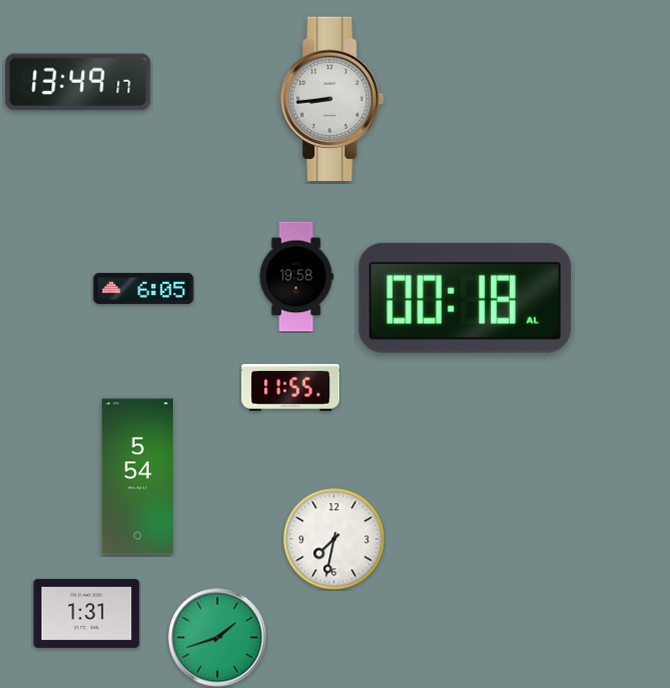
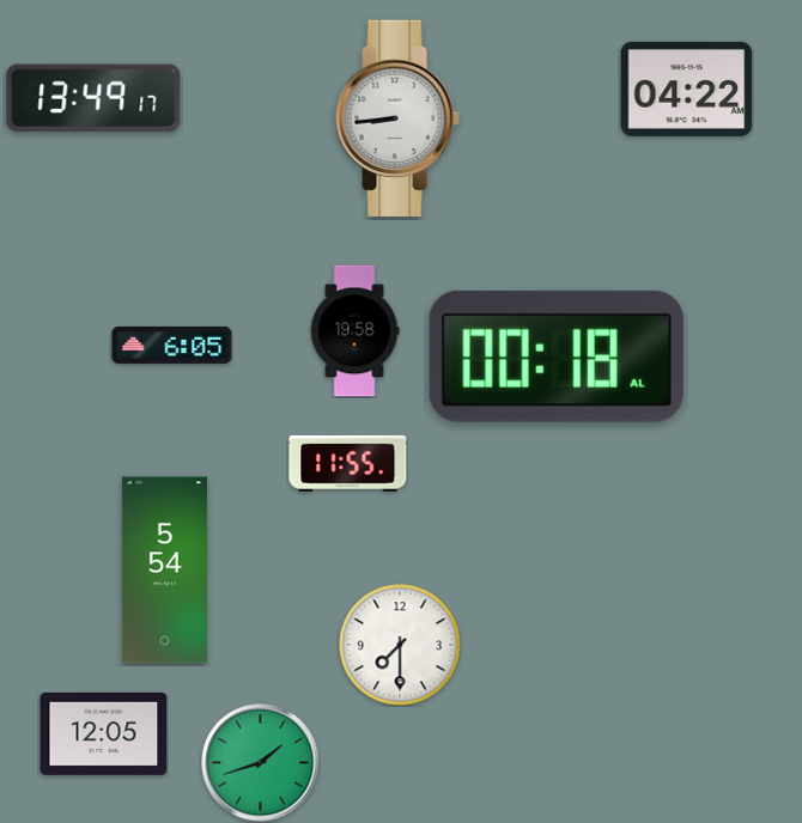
clock at (687, 89): none -> 04:22
clock at (334, 539): 7:32 -> 7:30
clock at (87, 613): 1:31 -> 12:05
